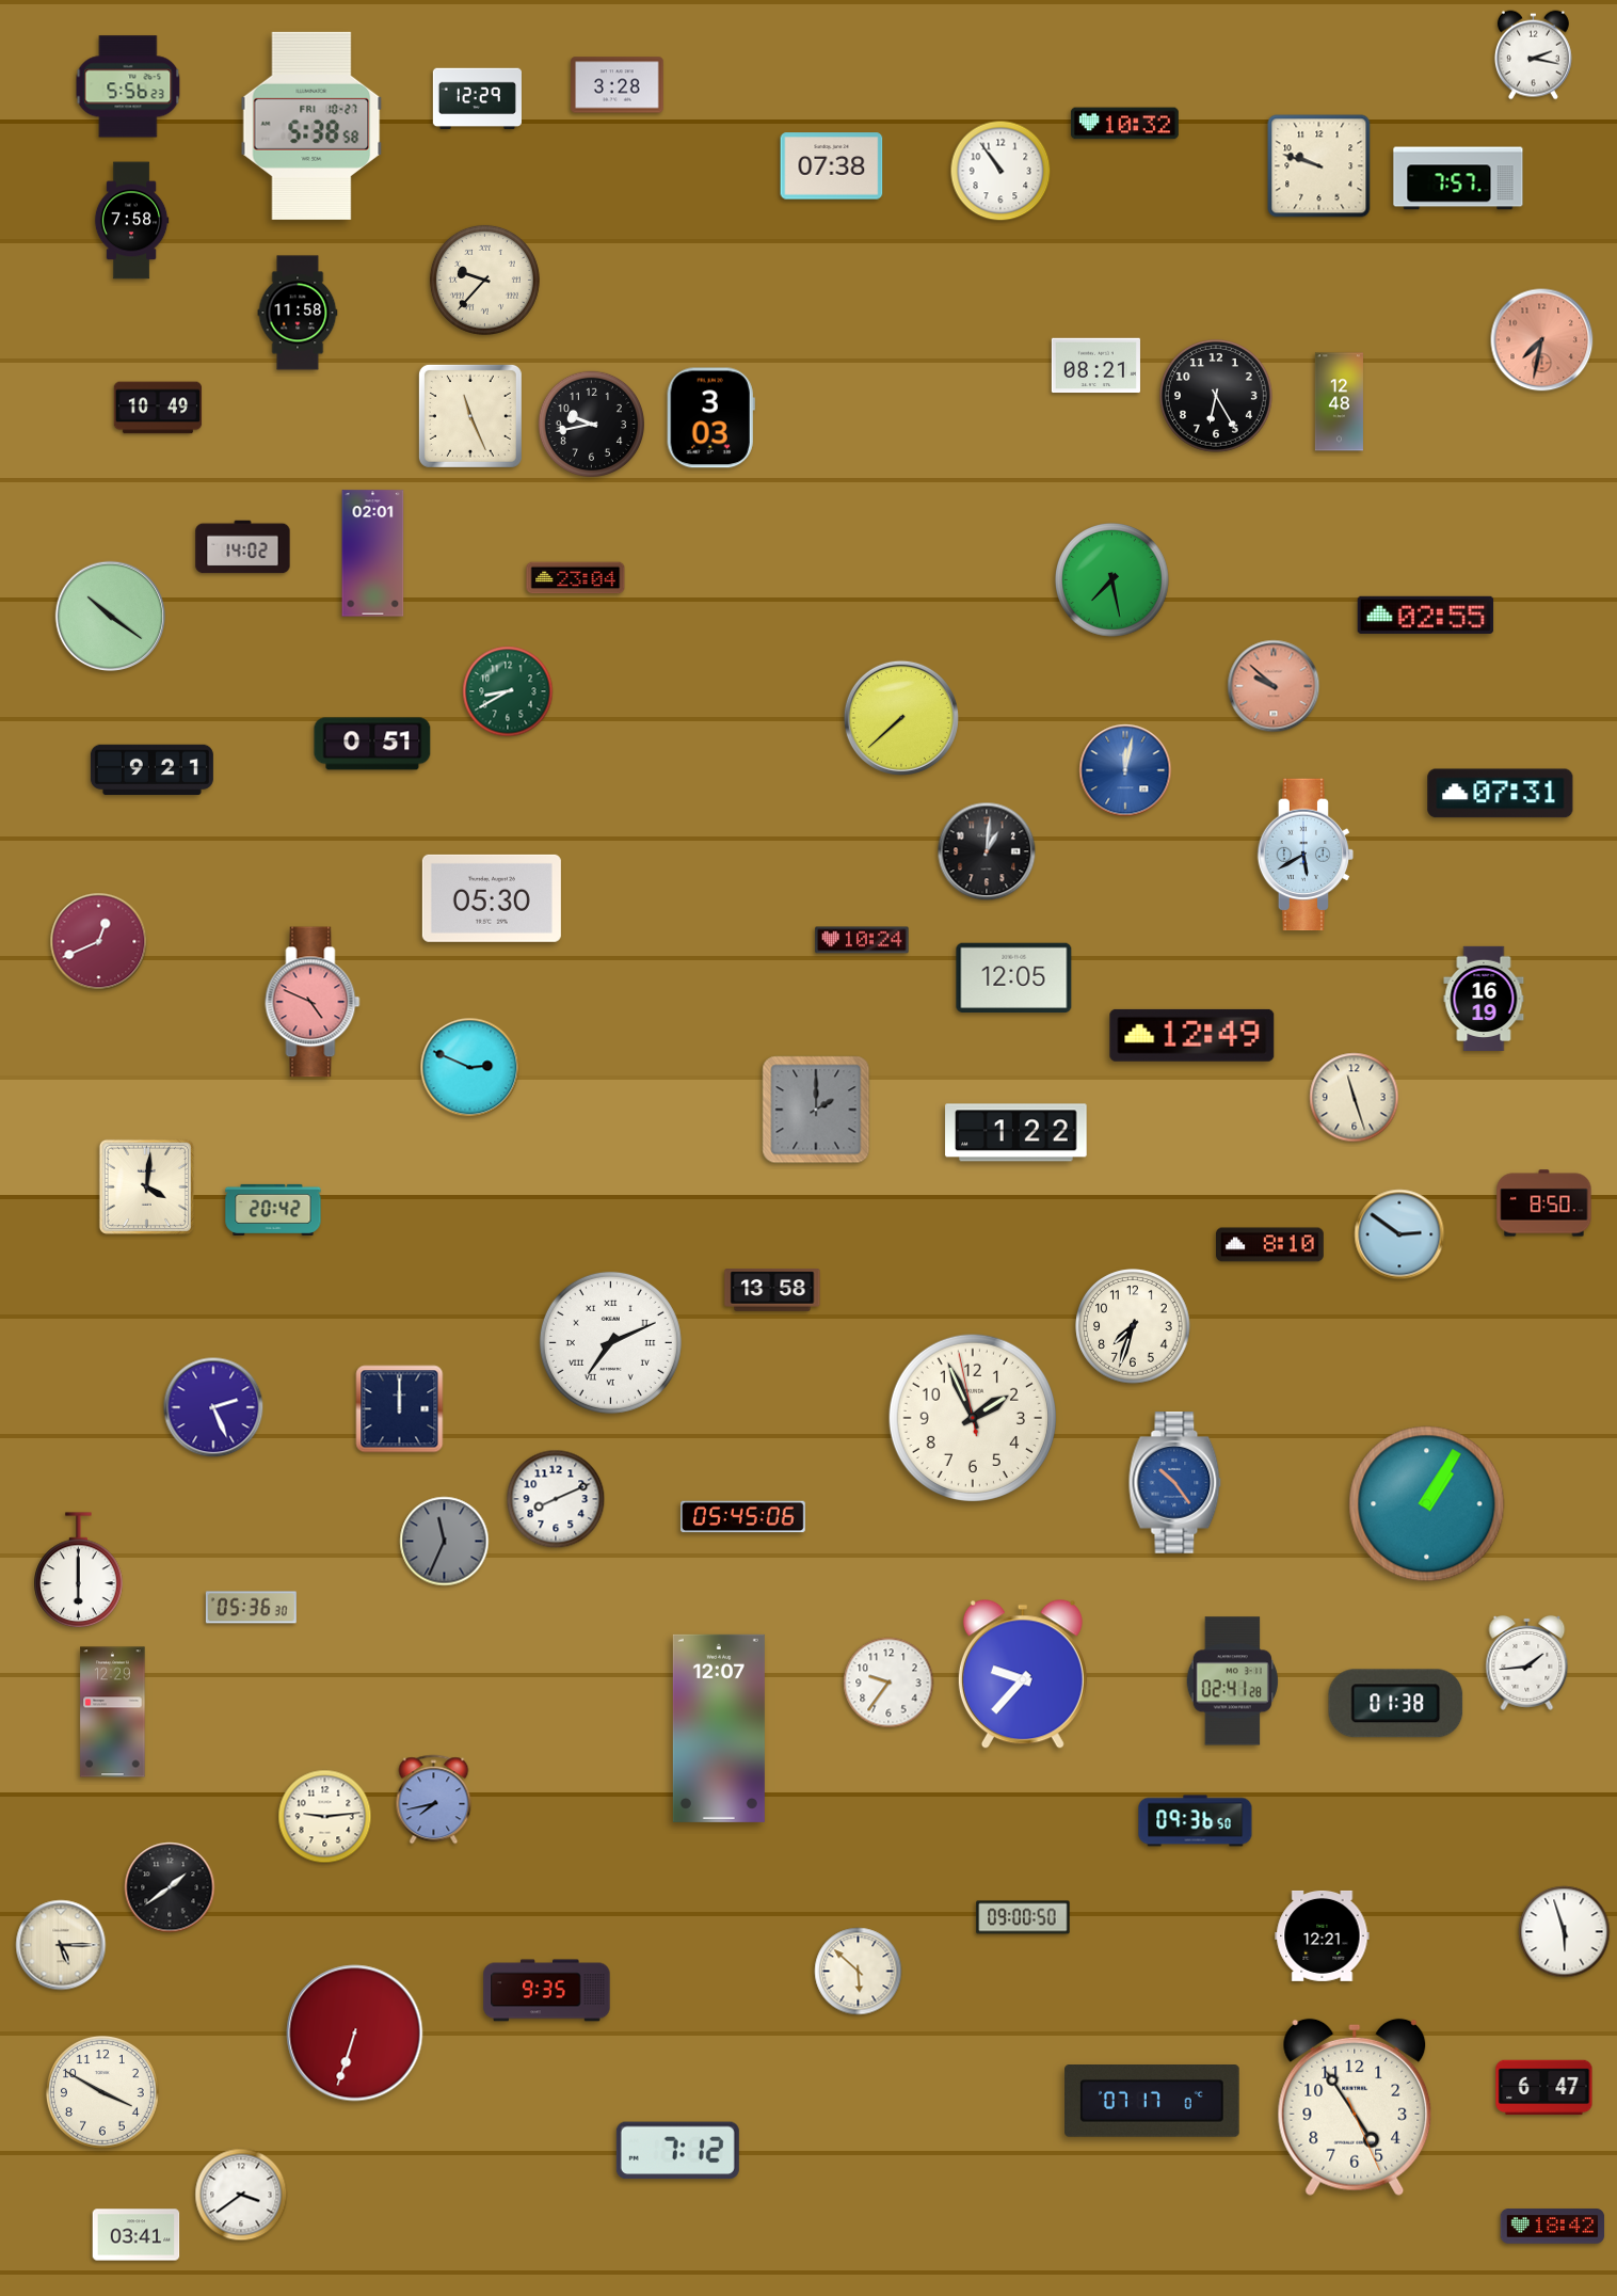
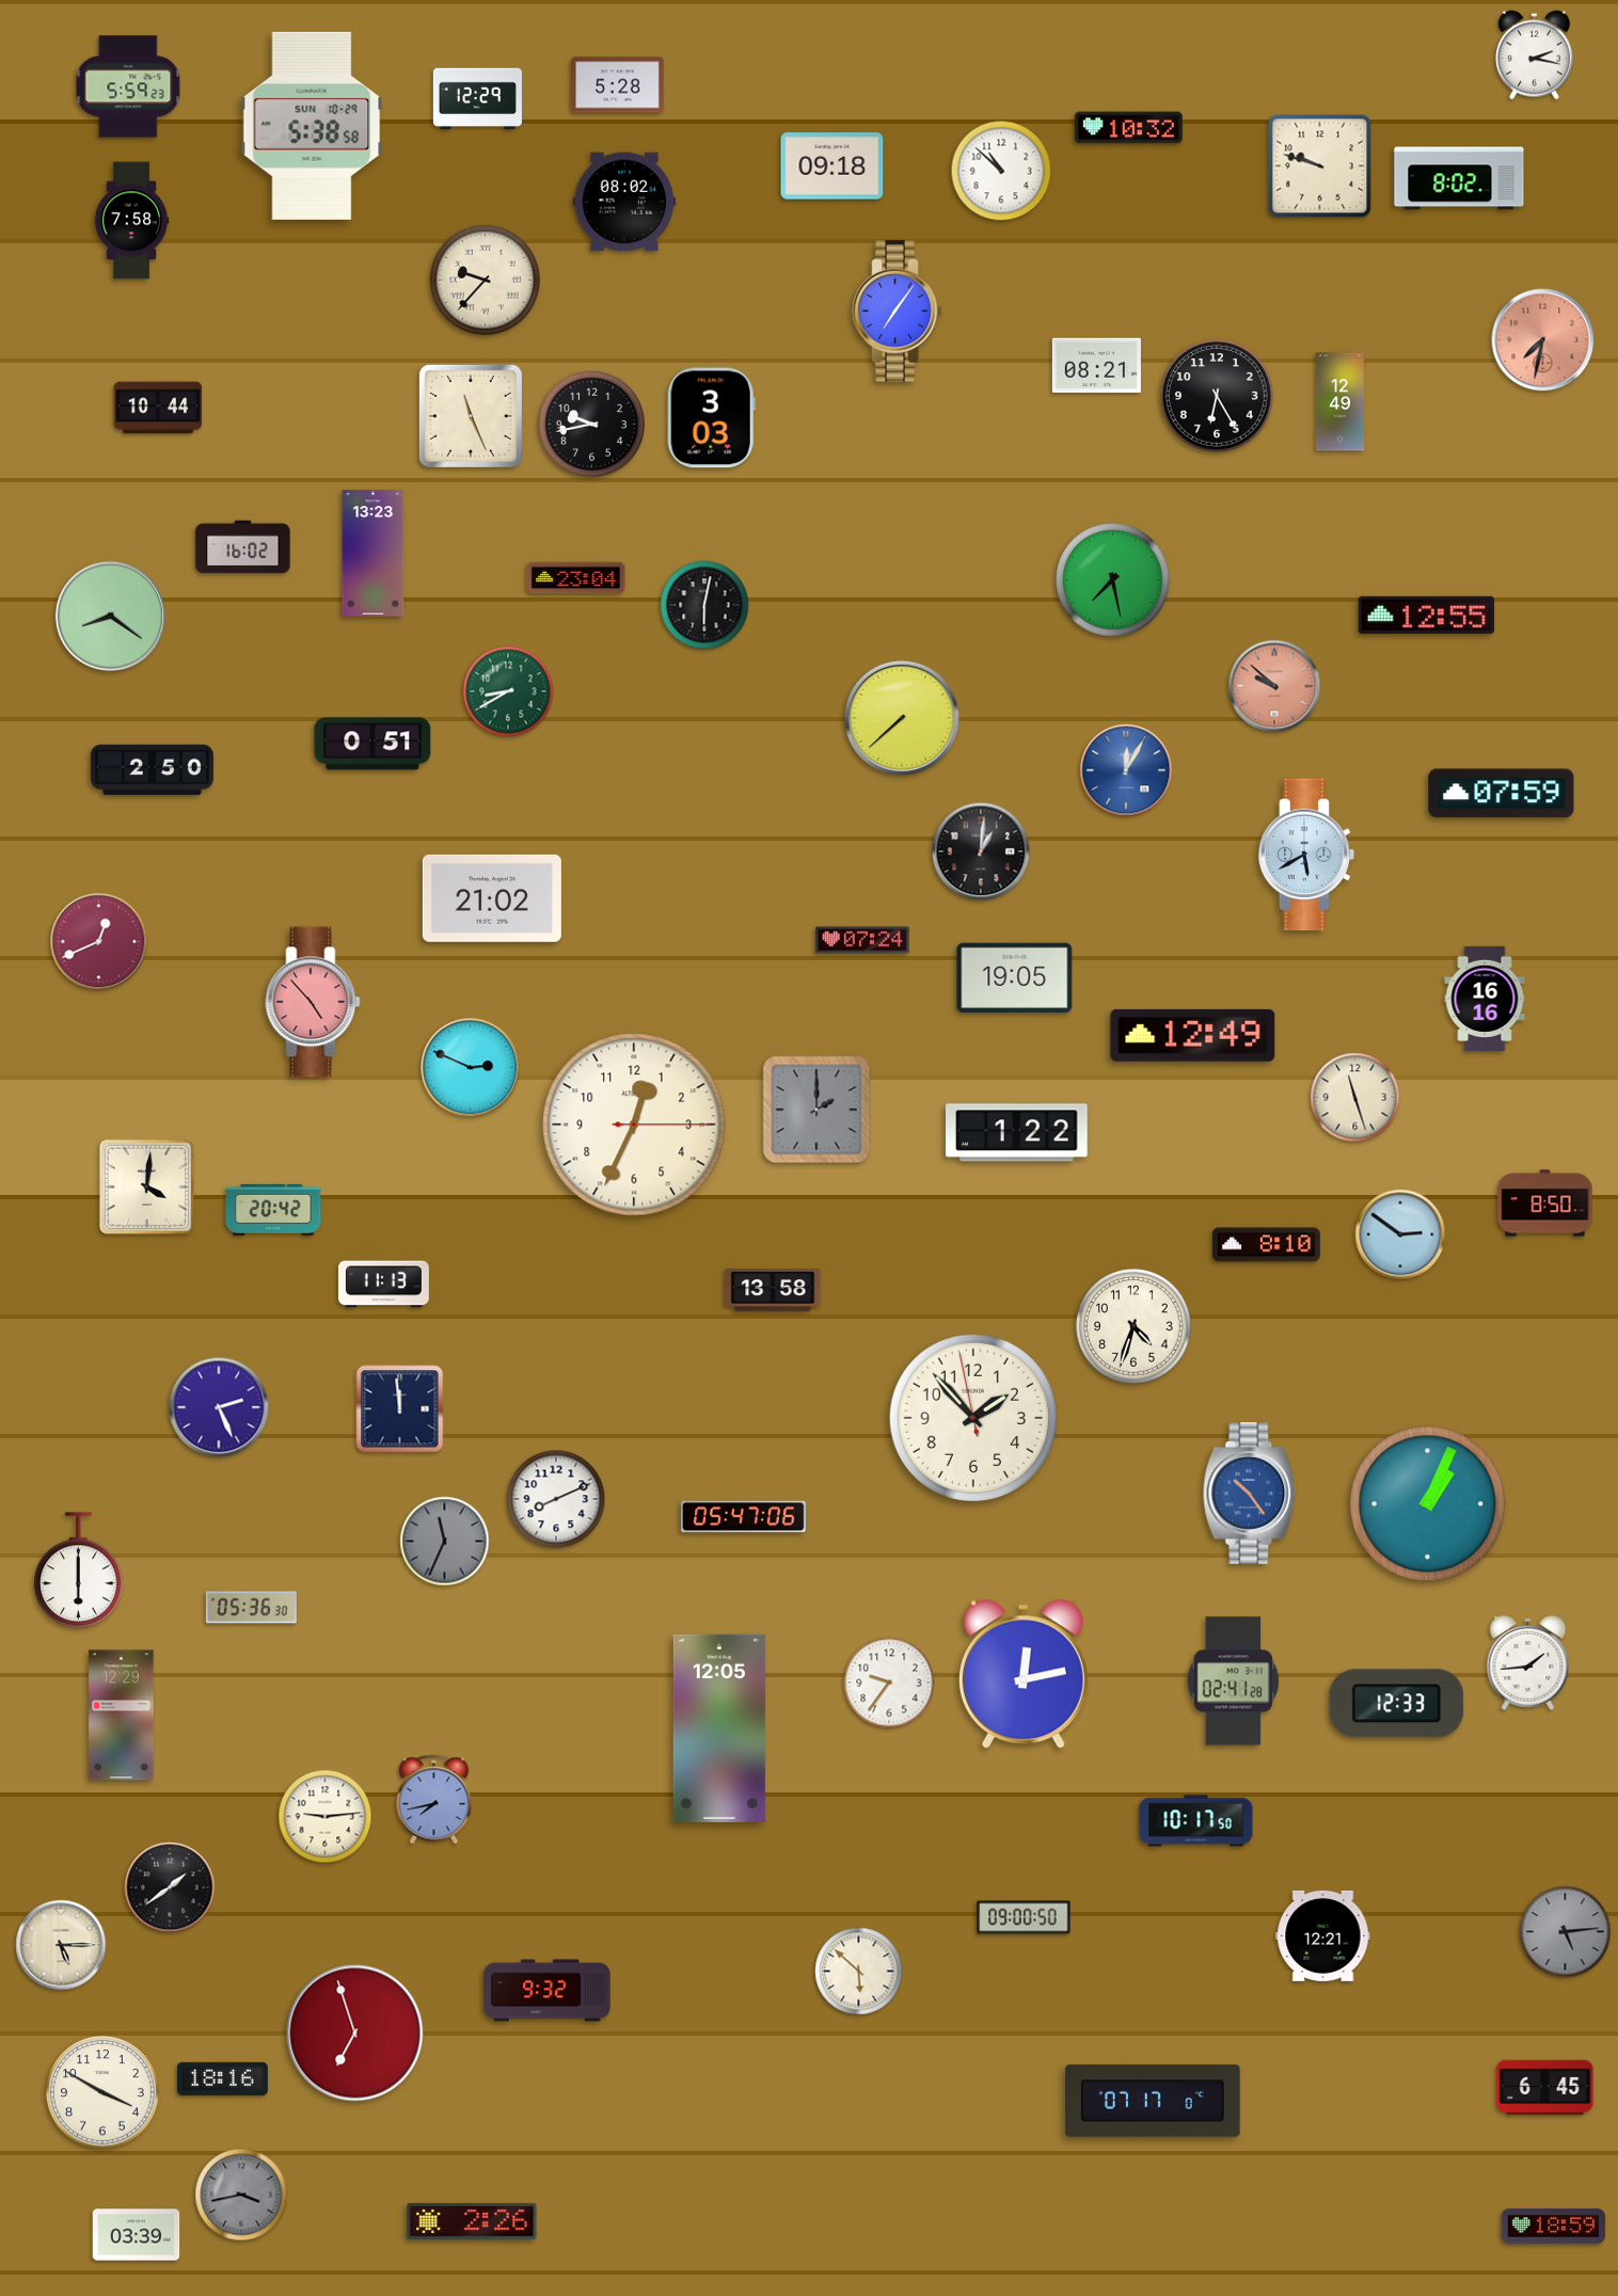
clock at (618, 85): 3:28 -> 5:28
clock at (128, 86): 5:56 -> 5:59
clock at (1124, 124) position: (1124, 124) -> (1128, 128)
clock at (311, 126) date: FRI 10-27 -> SUN 10-29
clock at (832, 166): 07:38 -> 09:18
clock at (1000, 171): 10:54 -> 10:52
clock at (1458, 178): 7:57 -> 8:02
clock at (624, 202): none -> 08:02
clock at (898, 312): none -> 7:06
clock at (298, 313): 11:58 -> none
clock at (1339, 402): 12:48 -> 12:49
clock at (158, 408): 10:49 -> 10:44
clock at (243, 547): 14:02 -> 16:02
clock at (373, 554): 02:01 -> 13:23
clock at (704, 605): none -> 6:02
clock at (1426, 615): 02:55 -> 12:55
clock at (111, 617): 10:21 -> 8:21
clock at (151, 770): 9:21 -> 2:50
clock at (1125, 770): 12:02 -> 12:05
clock at (1501, 794): 07:31 -> 07:59
clock at (987, 851) position: (987, 851) -> (981, 851)
clock at (492, 898): 05:30 -> 21:02
clock at (862, 940): 10:24 -> 07:24
clock at (1014, 977): 12:05 -> 19:05
clock at (1484, 998): 16:19 -> 16:16
clock at (313, 1002): 4:49 -> 4:53
clock at (634, 1125): none -> 12:34
clock at (1270, 1245) position: (1270, 1245) -> (1267, 1245)
clock at (383, 1285): none -> 11:13
clock at (1133, 1326): 7:33 -> 4:33
clock at (610, 1342): 7:11 -> none
clock at (213, 1407) position: (213, 1407) -> (219, 1407)
clock at (400, 1409): 12:00 -> 11:59
clock at (973, 1418): 1:55 -> 1:52
clock at (1175, 1483) position: (1175, 1483) -> (1250, 1494)
clock at (1427, 1504): 1:05 -> 1:04
clock at (743, 1517): 05:45 -> 05:47
clock at (1023, 1675): 9:37 -> 12:13
clock at (1396, 1704): 01:38 -> 12:33
clock at (113, 1712) position: (113, 1712) -> (122, 1716)
clock at (719, 1728): 12:07 -> 12:05
clock at (1196, 1821): 09:36 -> 10:17
clock at (1565, 1932): 5:57 -> 5:14
clock at (1565, 1932) dial: white -> grey
clock at (547, 1991): 9:35 -> 9:32
clock at (355, 2034): 6:33 -> 6:57
clock at (222, 2078): none -> 18:16
clock at (1544, 2088): 6:47 -> 6:45
clock at (1355, 2107): 4:54 -> none
clock at (677, 2151): 7:12 -> none
clock at (241, 2195): 3:39 -> 3:43
clock at (241, 2195) dial: white -> grey
clock at (472, 2221): none -> 2:26
clock at (1553, 2227): 18:42 -> 18:59
clock at (137, 2235): 03:41 -> 03:39
